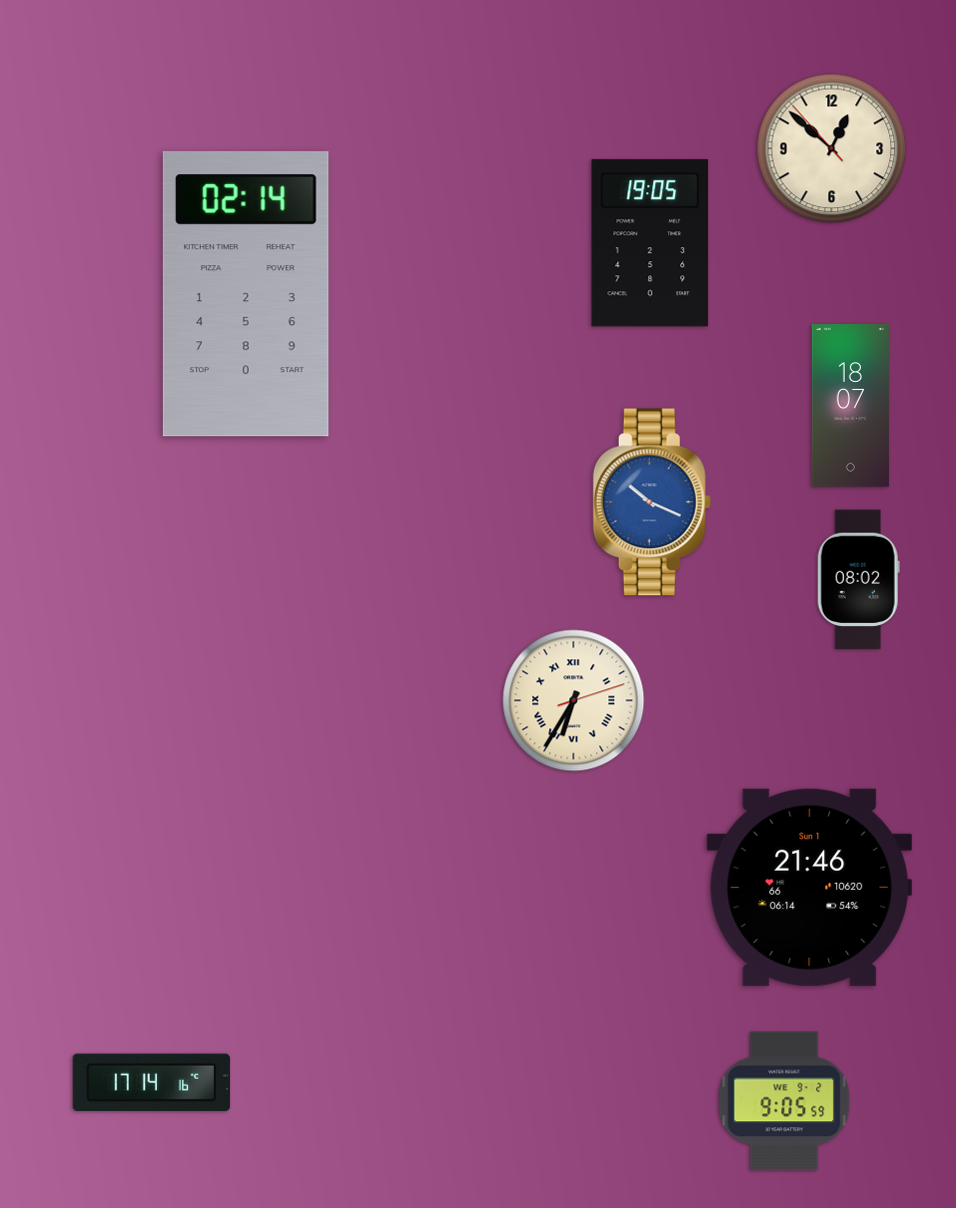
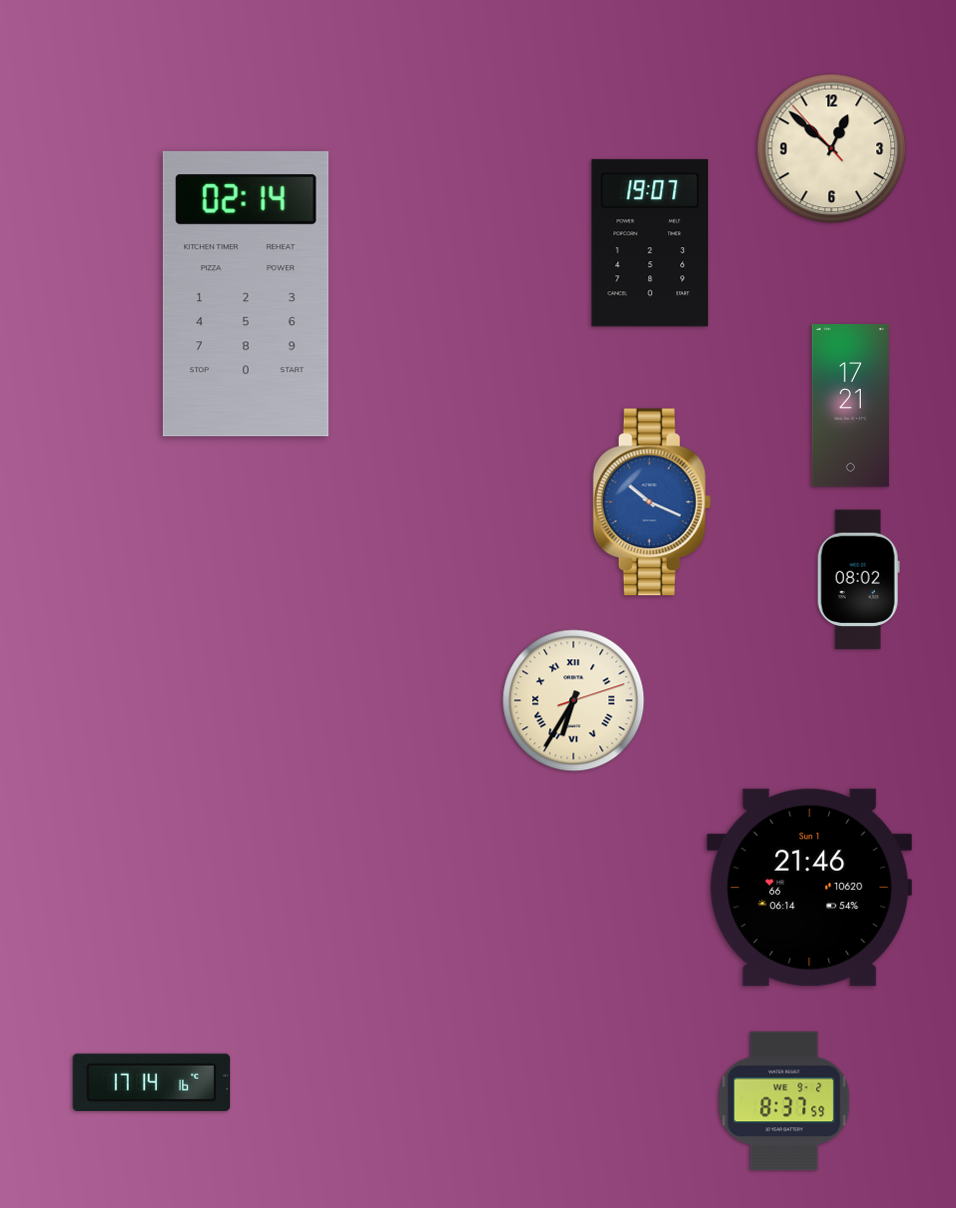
clock at (650, 243): 19:05 -> 19:07
clock at (850, 406): 18:07 -> 17:21
clock at (784, 1101): 9:05 -> 8:37
